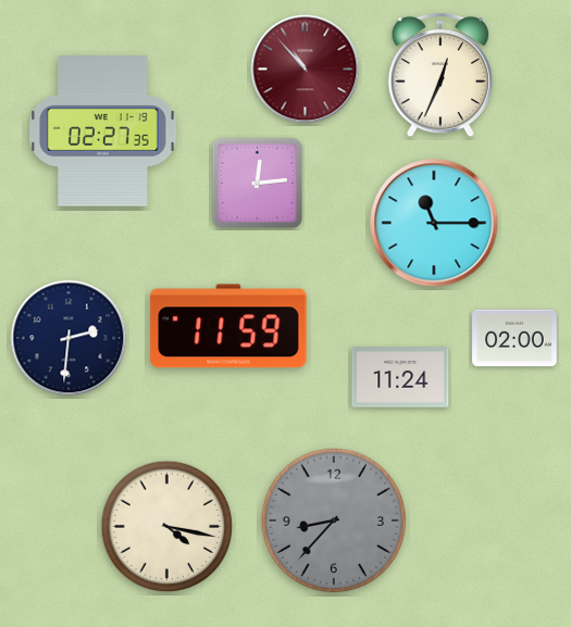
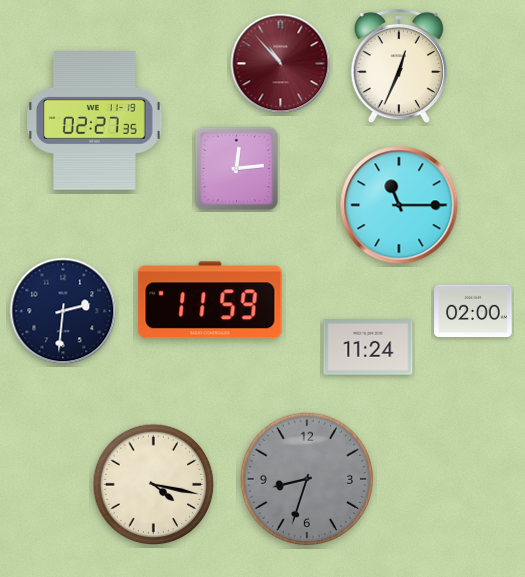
clock at (439, 75) position: (439, 75) -> (398, 66)
clock at (334, 521): 8:37 -> 8:33
